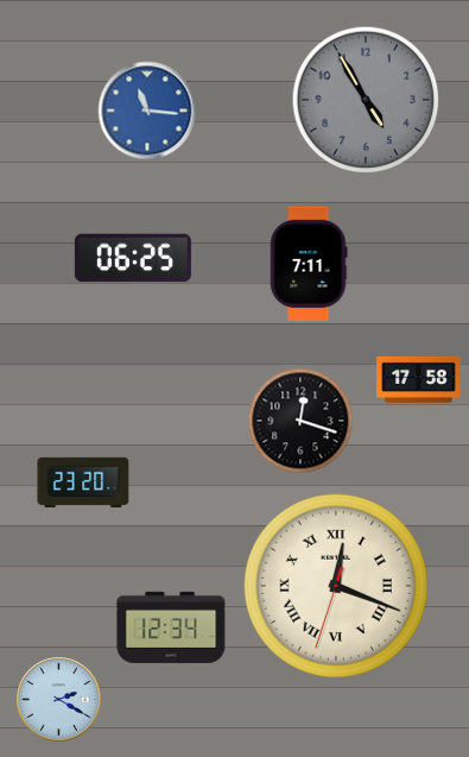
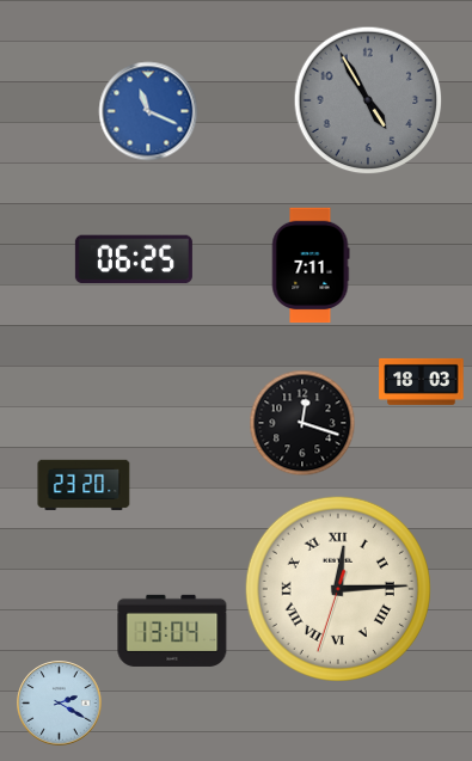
clock at (147, 111): 11:16 -> 11:19
clock at (419, 379): 17:58 -> 18:03
clock at (336, 586): 12:18 -> 12:14
clock at (171, 627): 12:34 -> 13:04
